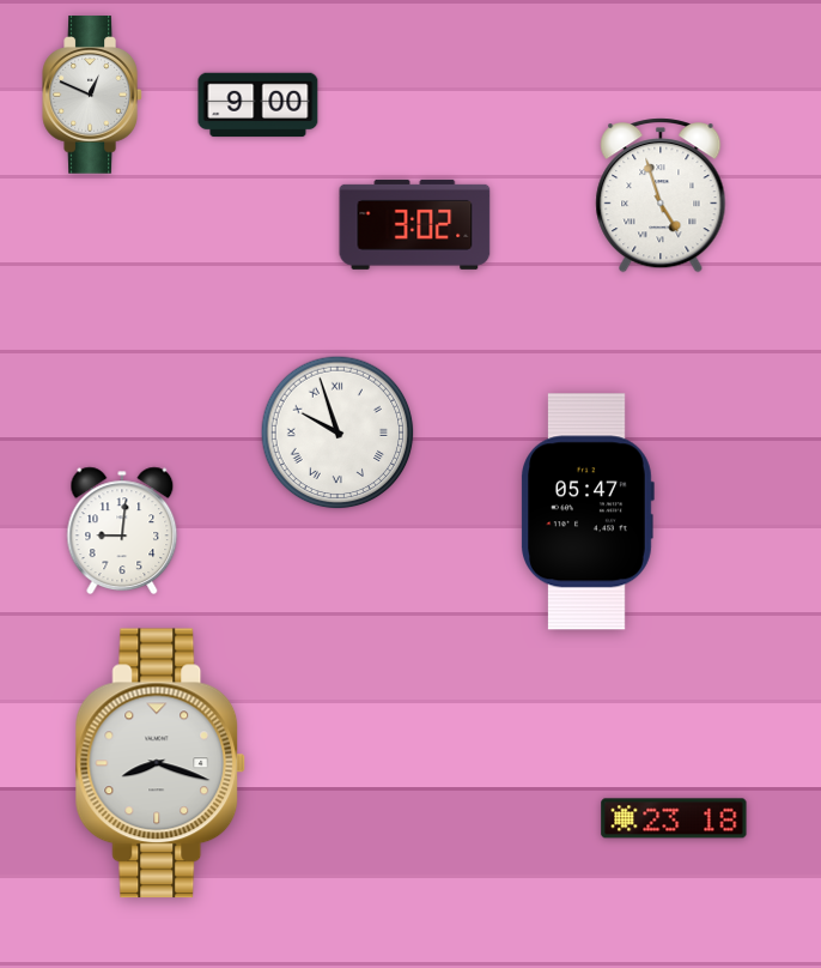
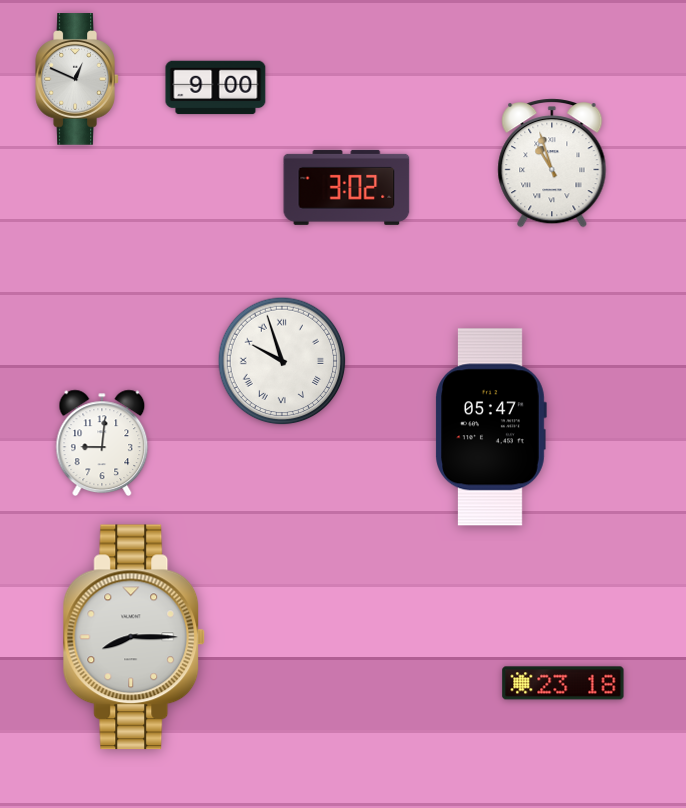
clock at (661, 195): 4:57 -> 10:57
clock at (160, 763): 8:18 -> 8:15
